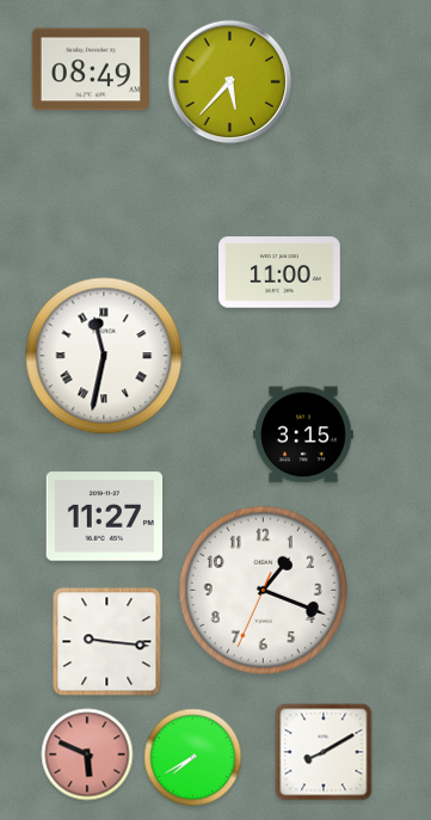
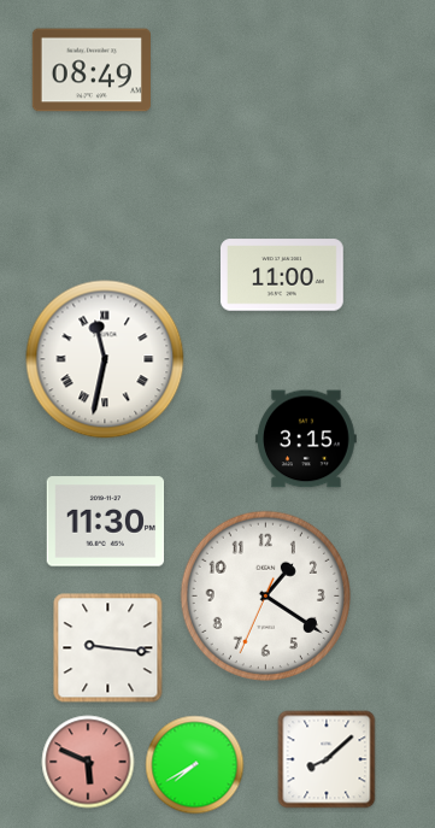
clock at (230, 82): 5:37 -> none
clock at (105, 517): 11:27 -> 11:30
clock at (263, 590): 1:18 -> 1:20
clock at (324, 752): 8:10 -> 8:08
